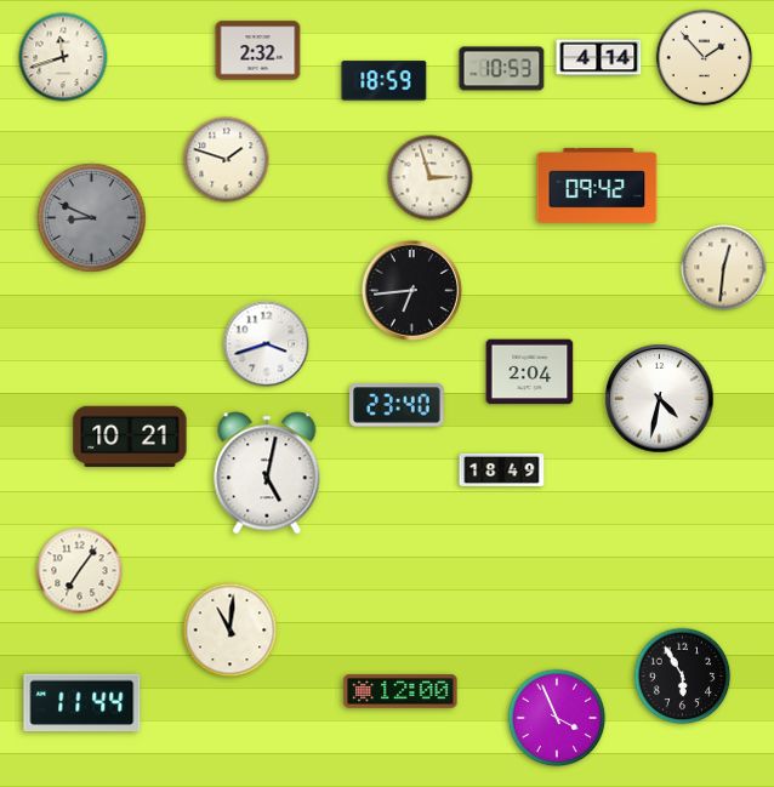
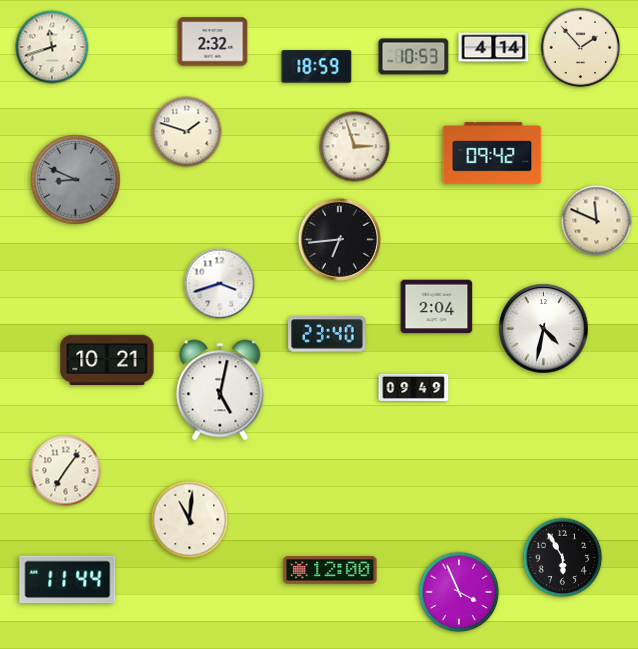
clock at (724, 268): 12:31 -> 11:49
clock at (502, 469): 18:49 -> 09:49
